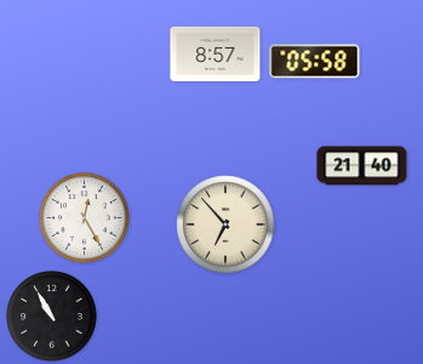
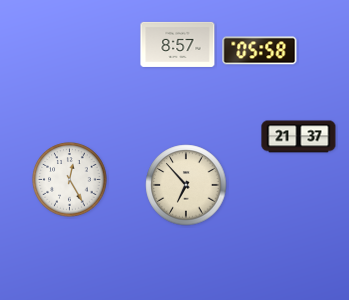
clock at (362, 166): 21:40 -> 21:37
clock at (52, 317): 10:55 -> none
